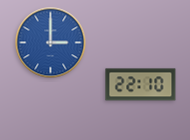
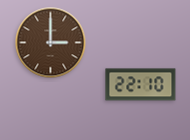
clock at (51, 43) dial: blue -> brown
